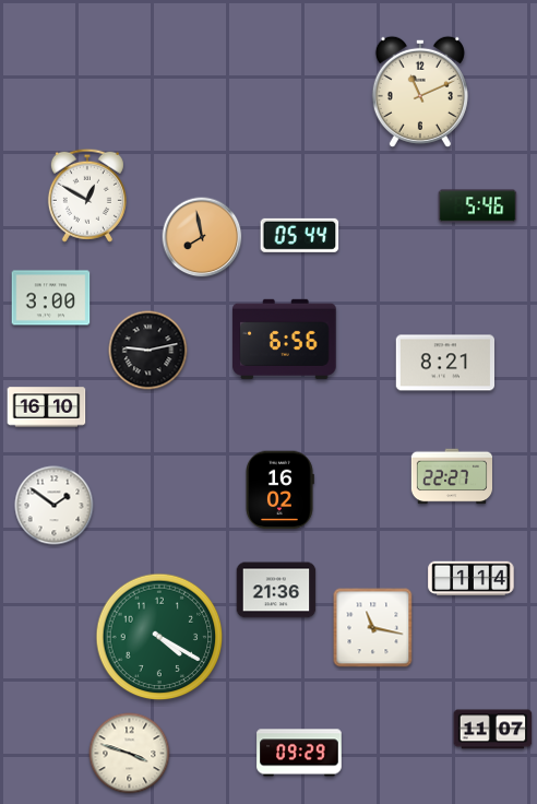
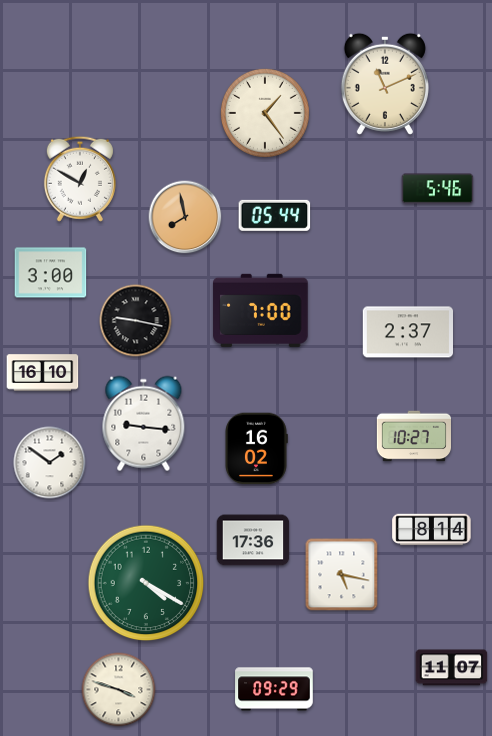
clock at (265, 113): none -> 1:24
clock at (51, 298) position: (51, 298) -> (51, 273)
clock at (285, 339): 6:56 -> 7:00
clock at (148, 351): 9:13 -> 9:17
clock at (444, 363): 8:21 -> 2:37
clock at (144, 424): none -> 9:16
clock at (451, 476): 22:27 -> 10:27
clock at (472, 579): 1:14 -> 8:14
clock at (276, 590): 21:36 -> 17:36
clock at (373, 628): 11:17 -> 5:17
